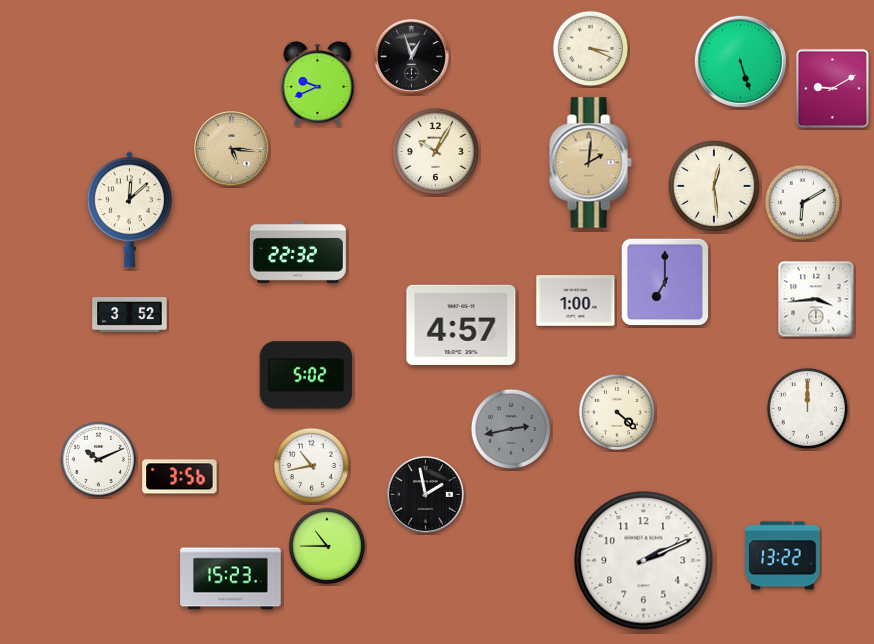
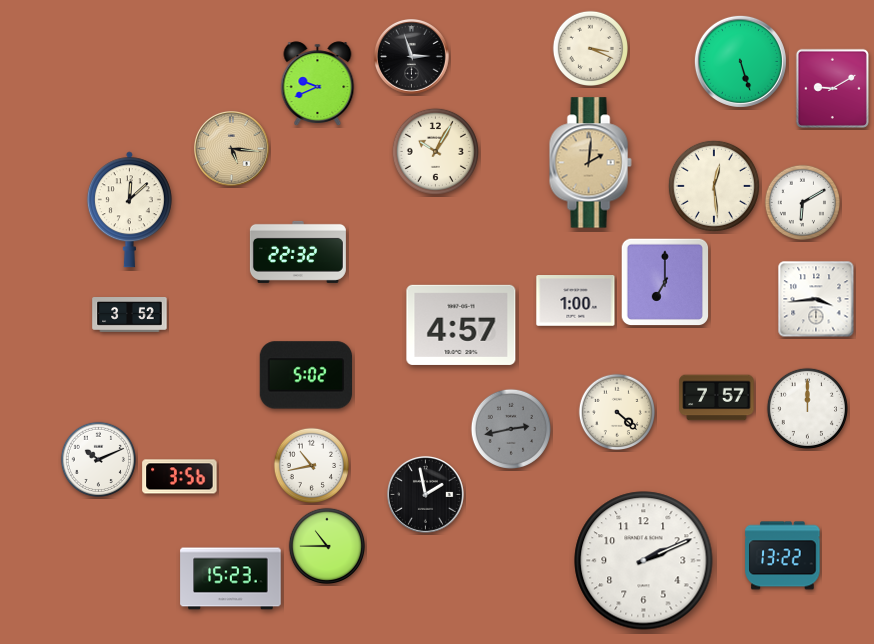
clock at (412, 57): 12:57 -> 2:57
clock at (717, 398): none -> 7:57
